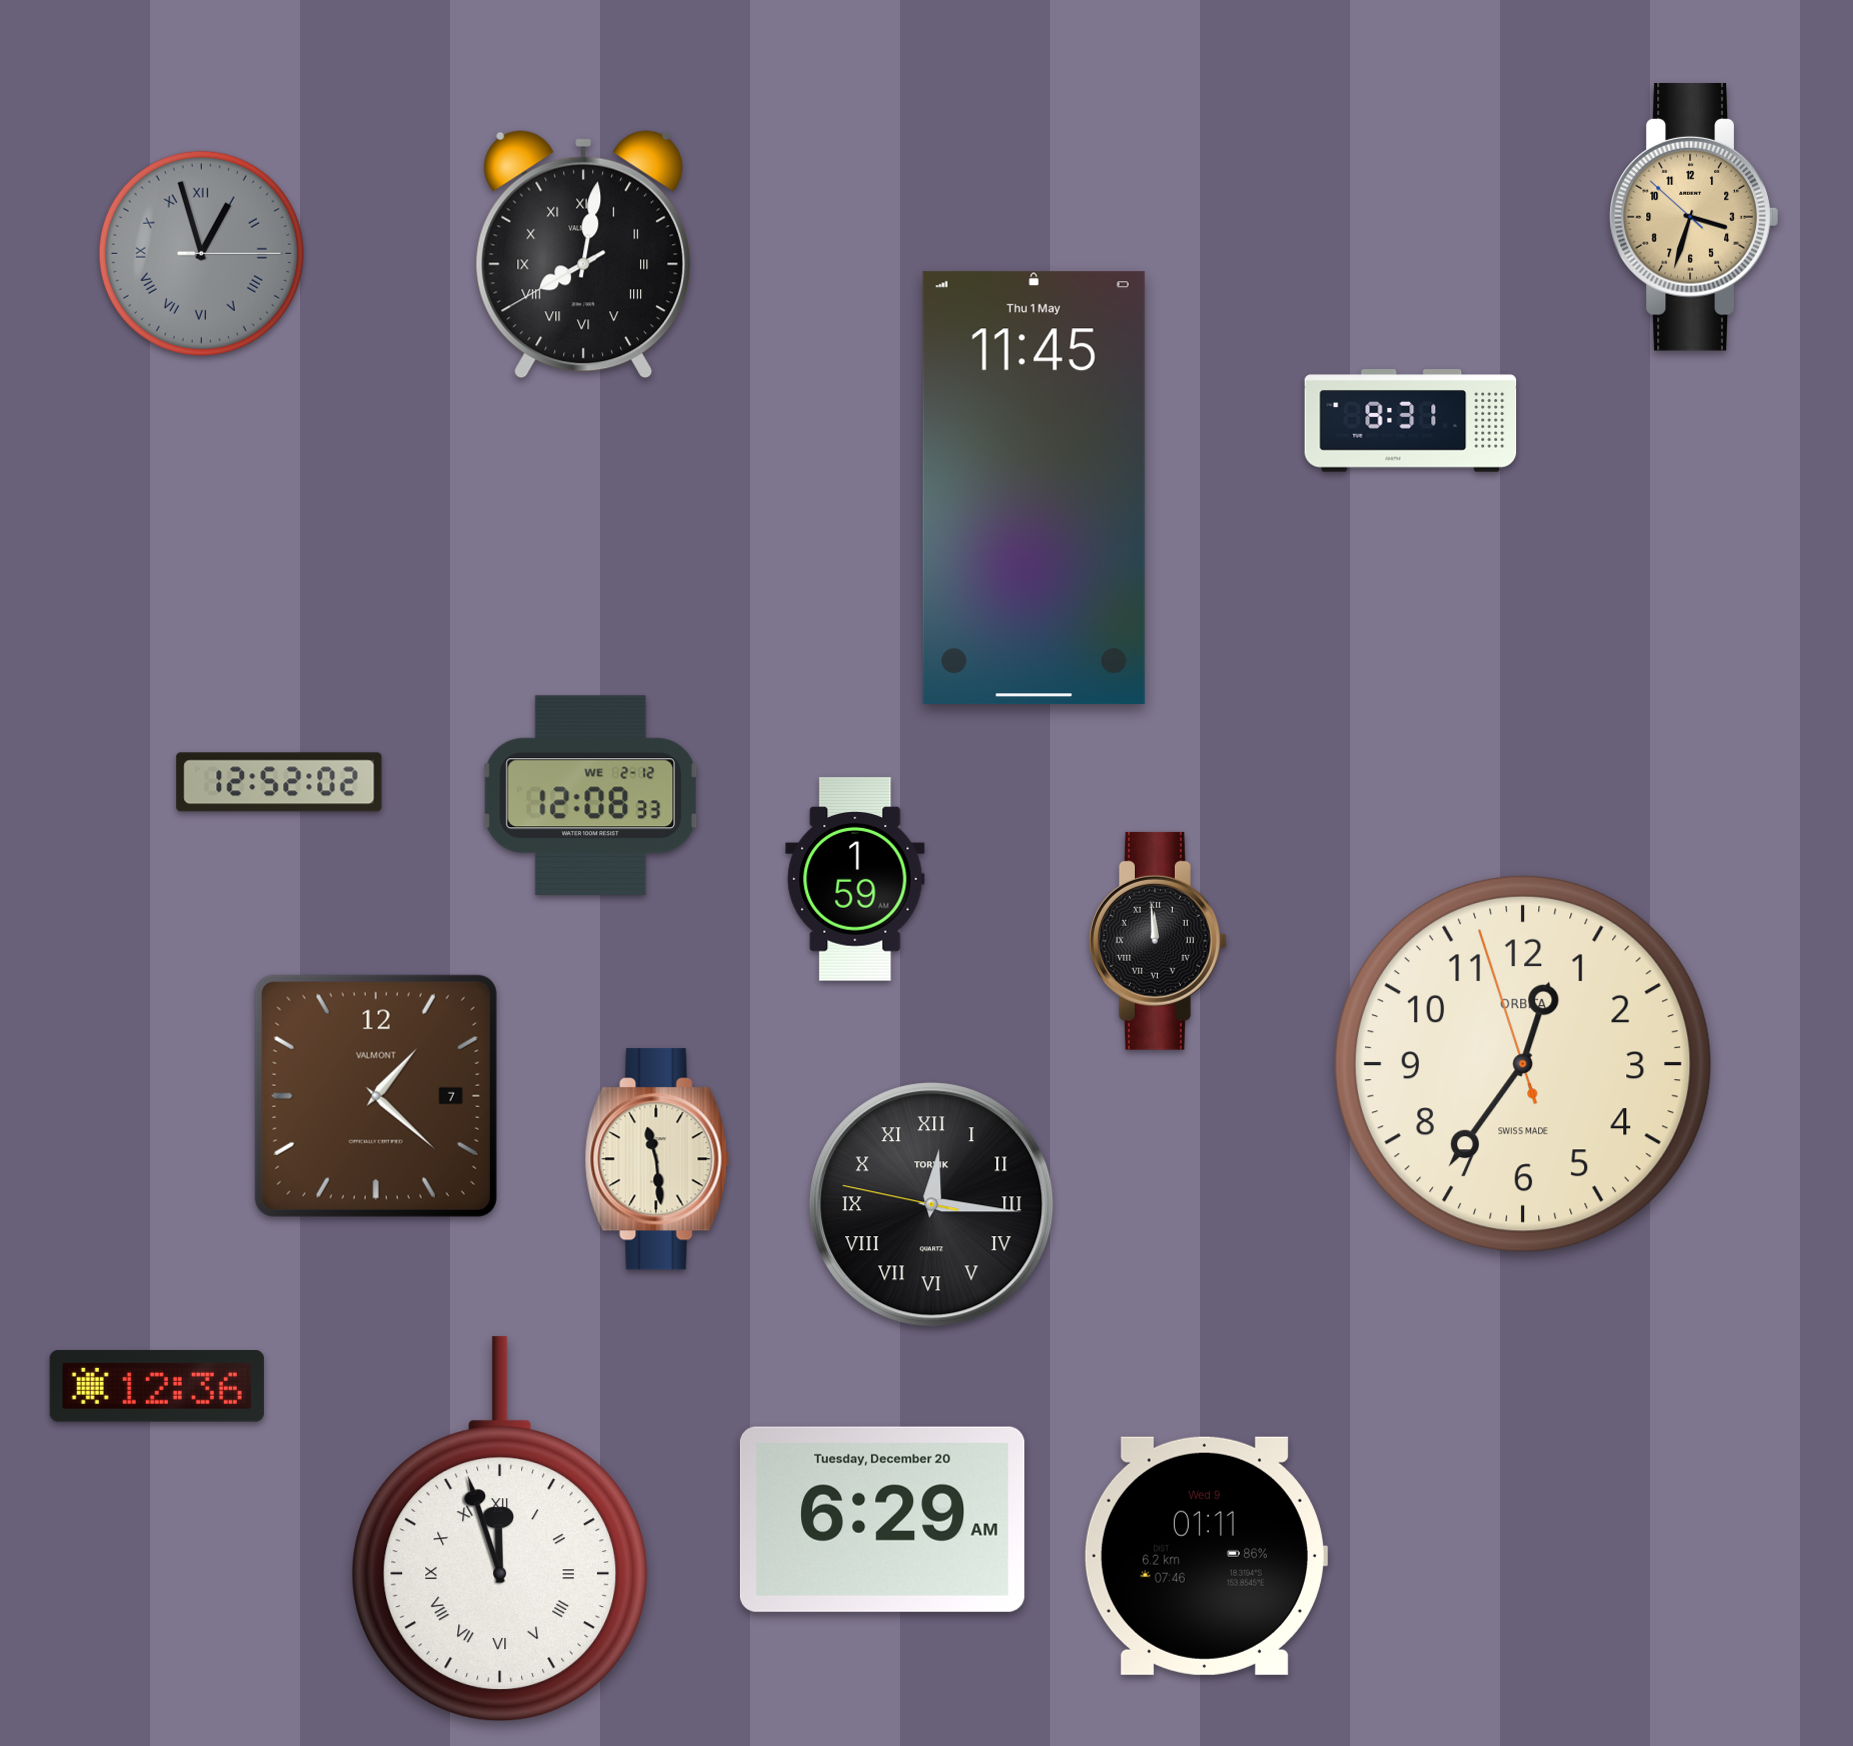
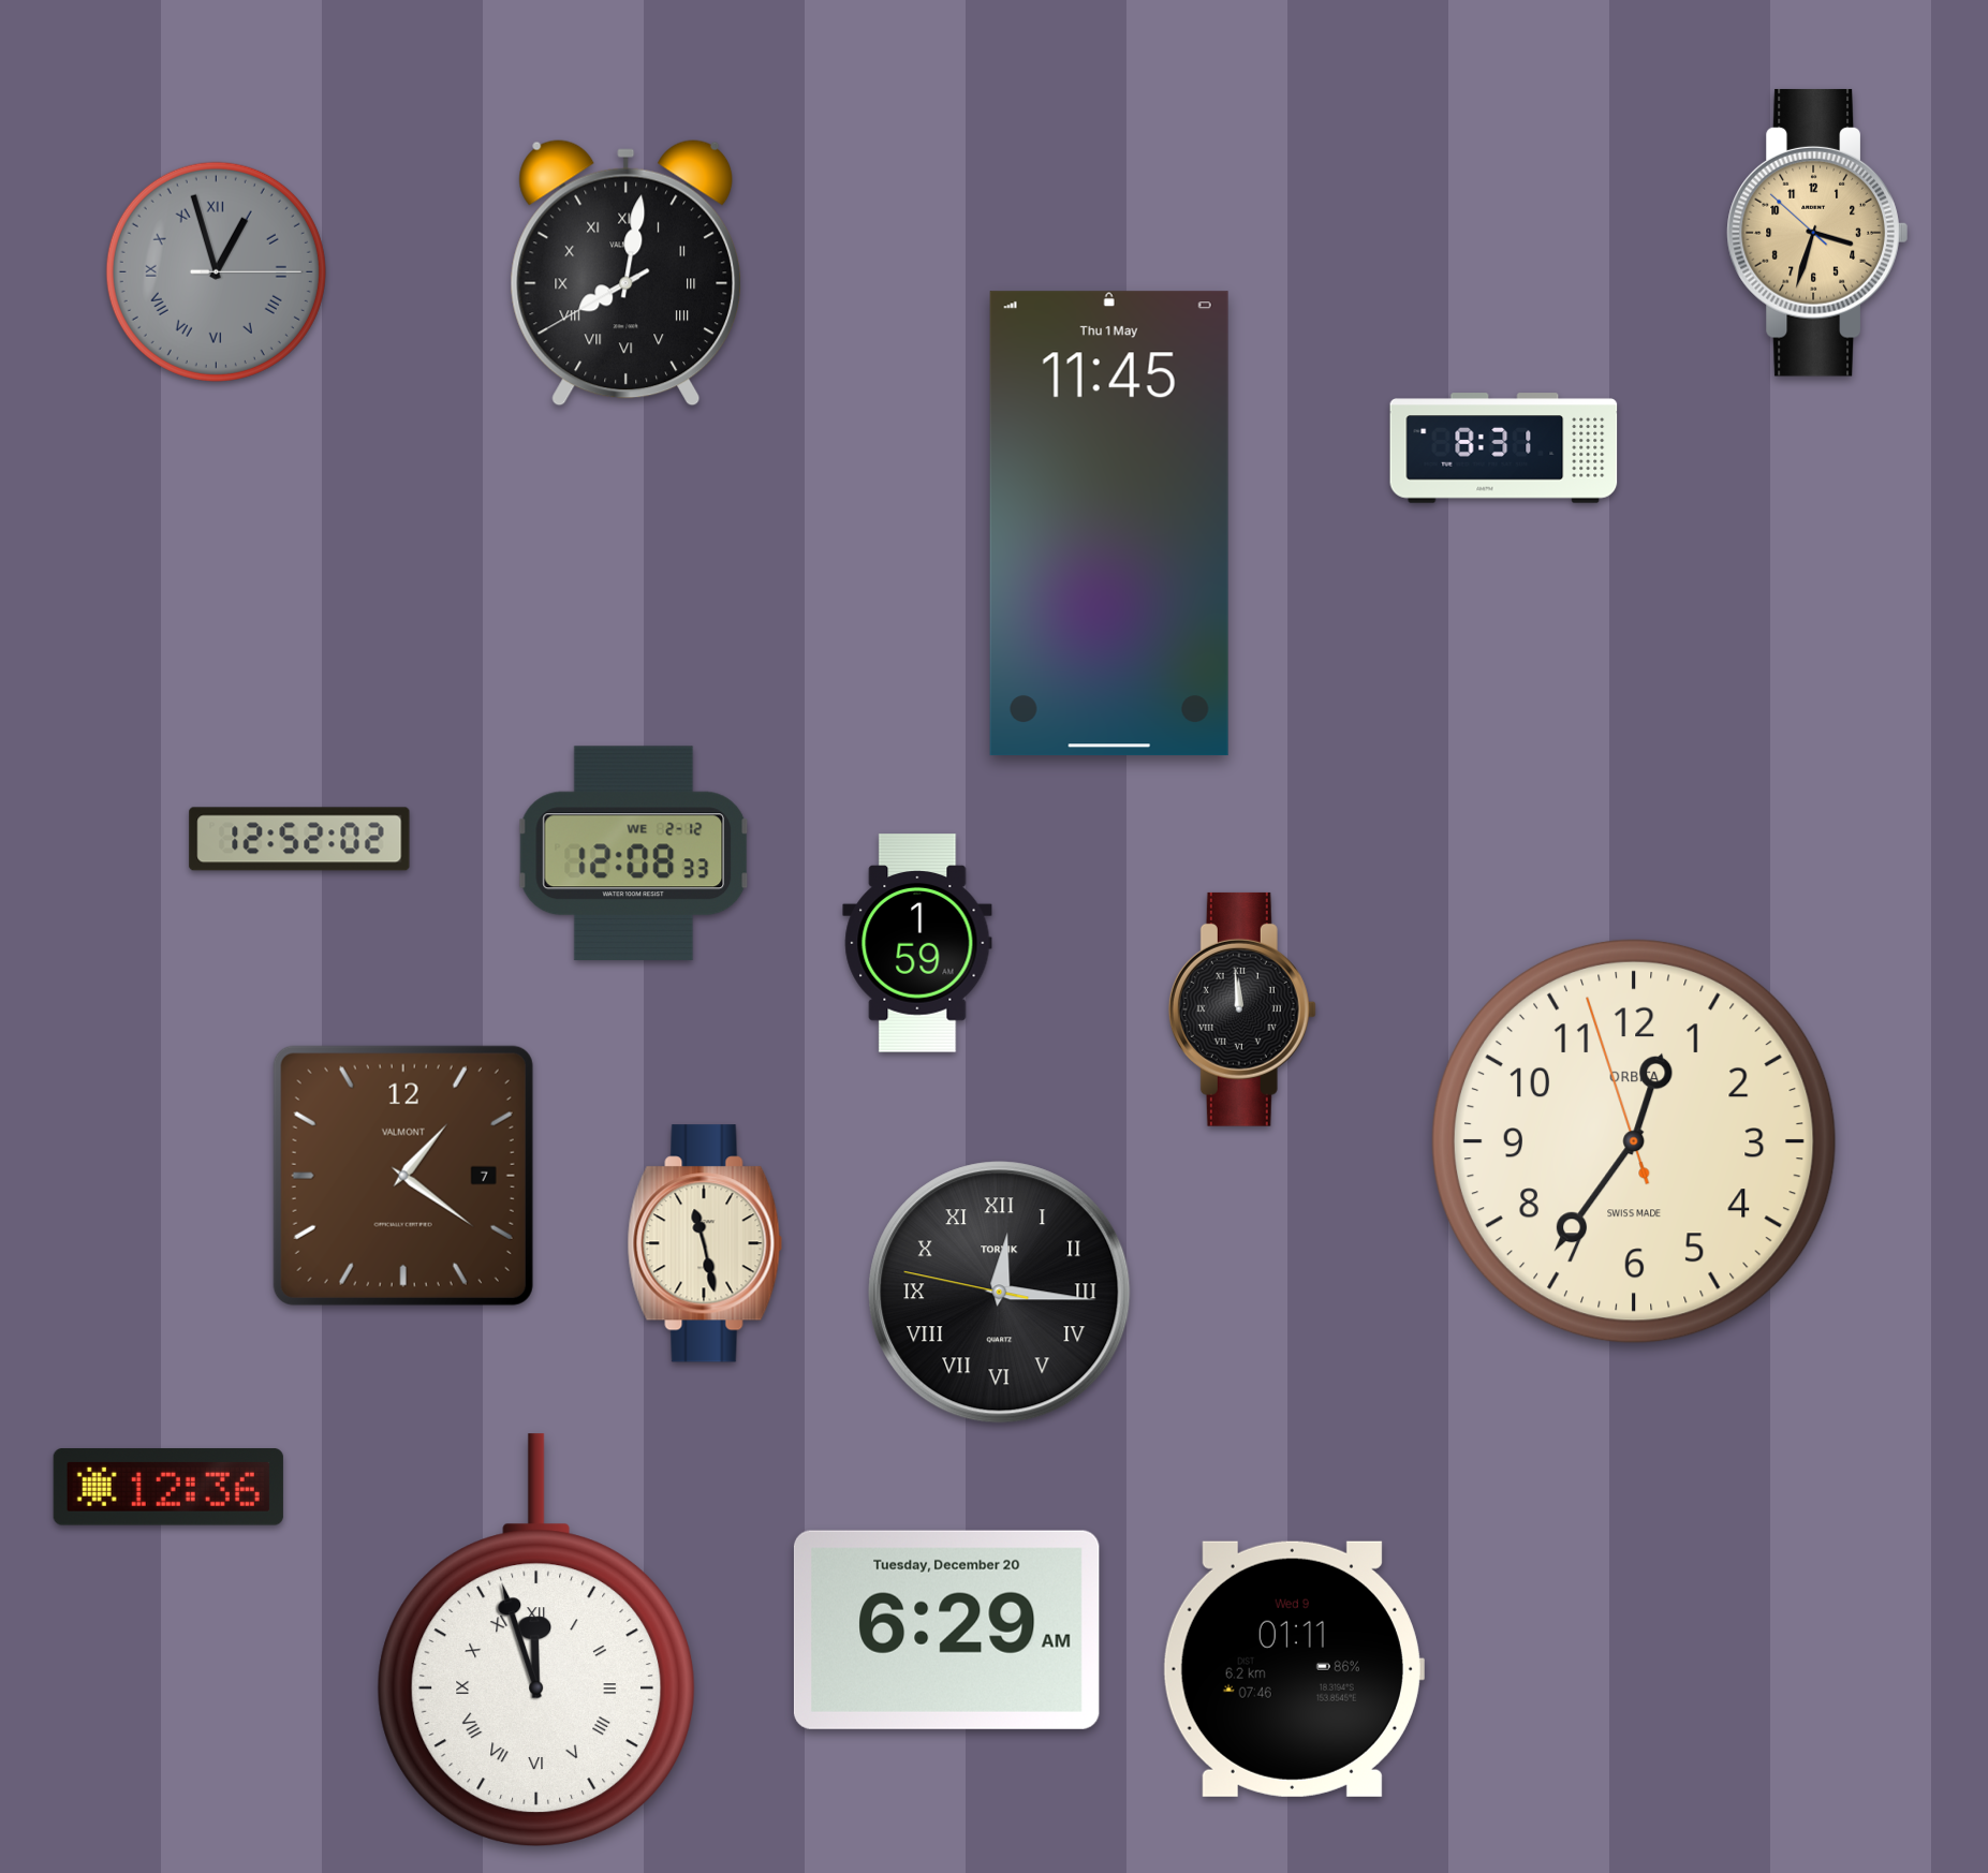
clock at (1411, 421) position: (1411, 421) -> (1504, 448)
clock at (376, 1096): 1:22 -> 1:21
clock at (657, 1159): 11:29 -> 11:28
